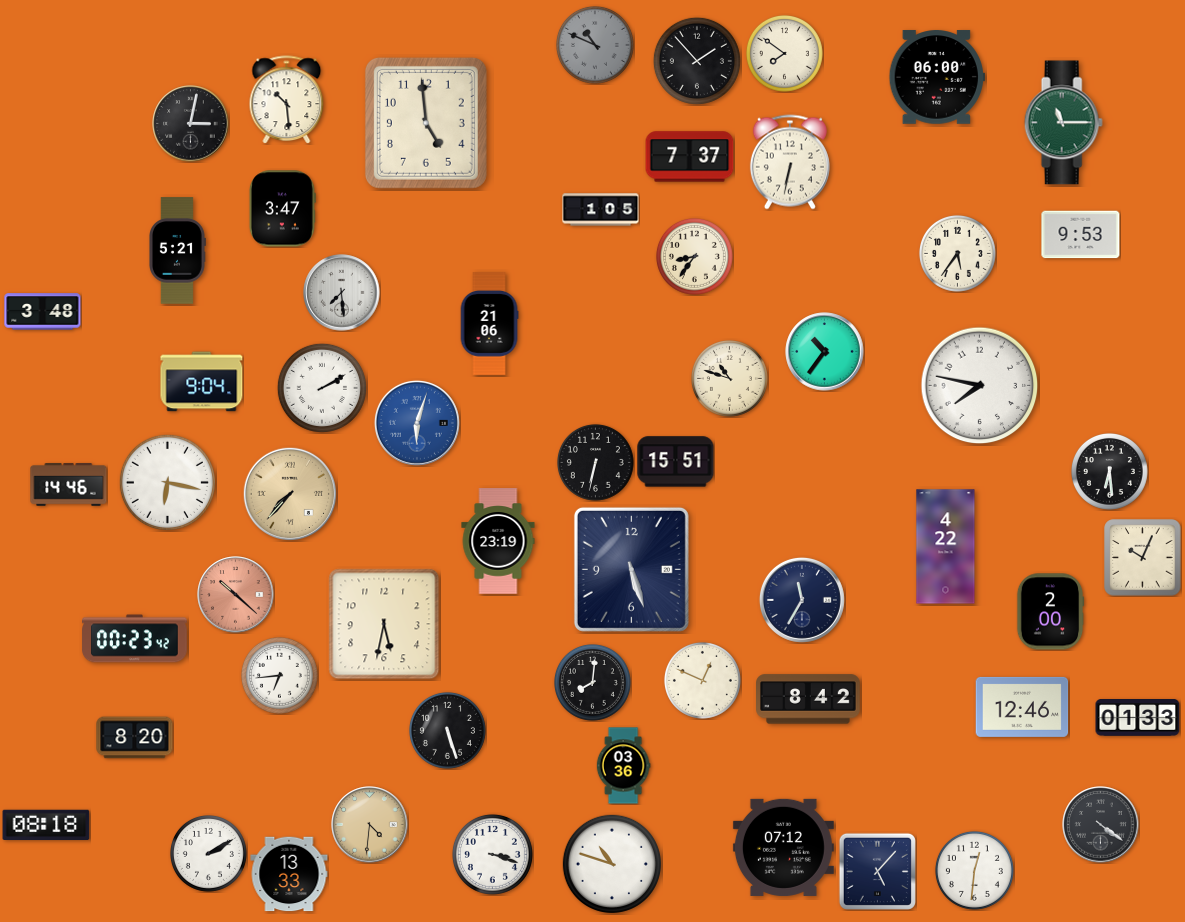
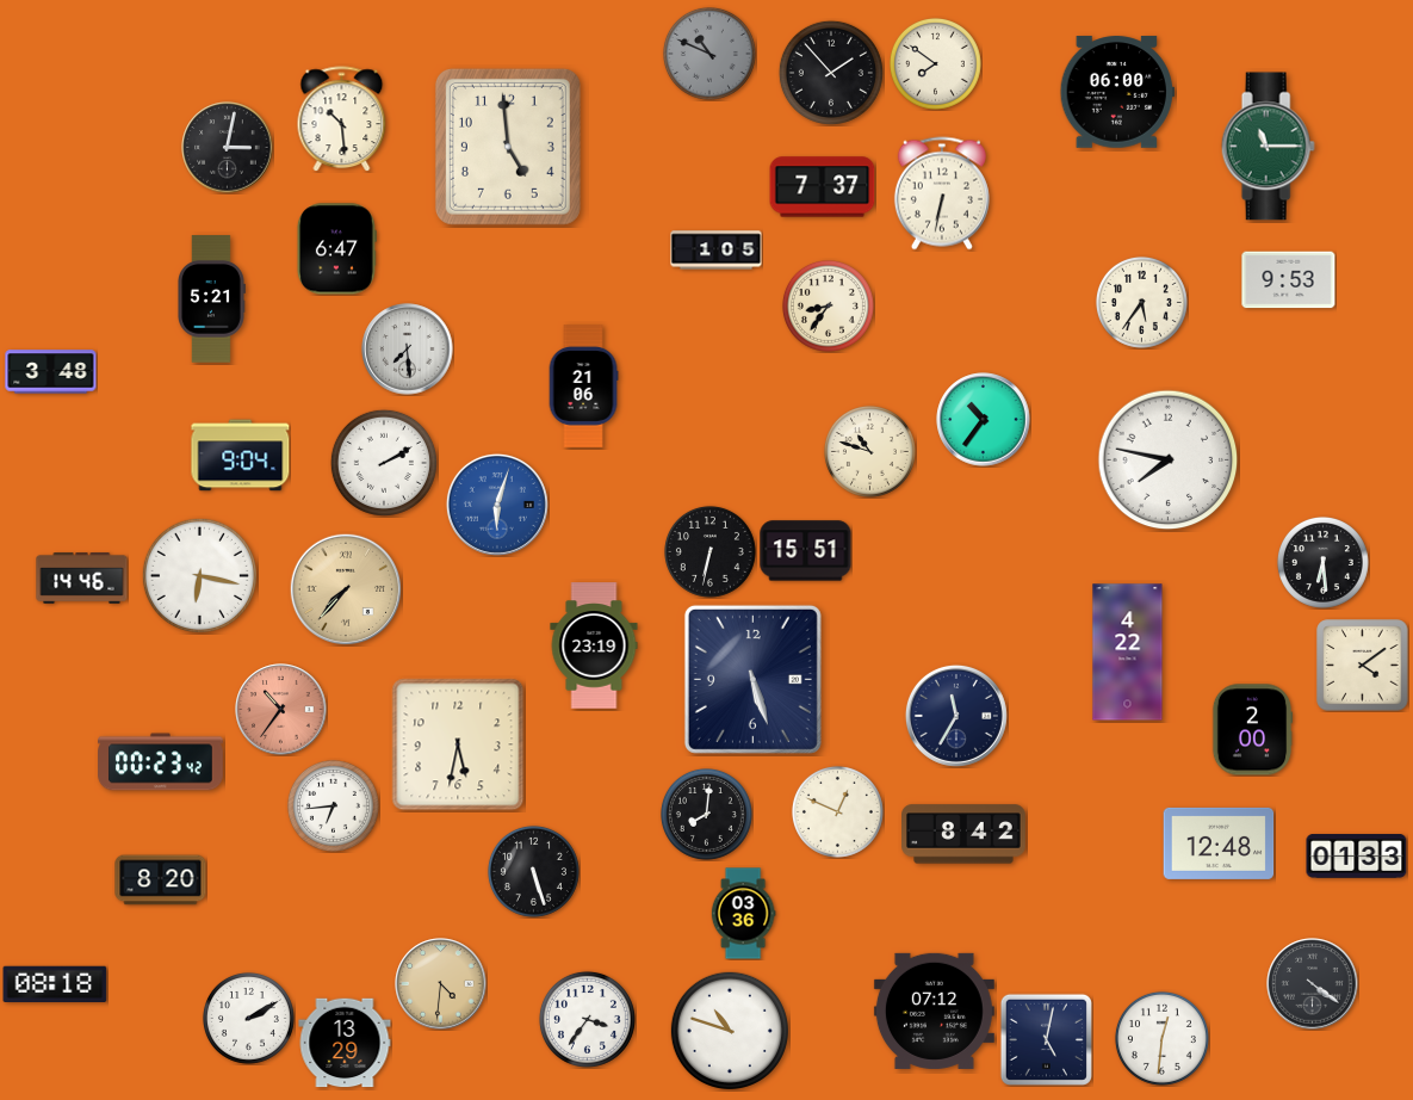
clock at (282, 209): 3:47 -> 6:47
clock at (1143, 558): 10:04 -> 4:09
clock at (236, 595): 10:22 -> 10:36
clock at (1022, 707): 12:46 -> 12:48
clock at (492, 854): 3:18 -> 3:36
clock at (877, 871): 5:07 -> 5:02
clock at (289, 874): 13:33 -> 13:29
